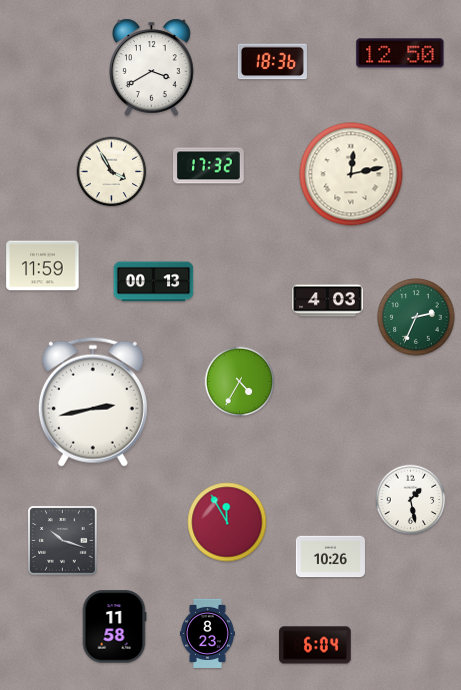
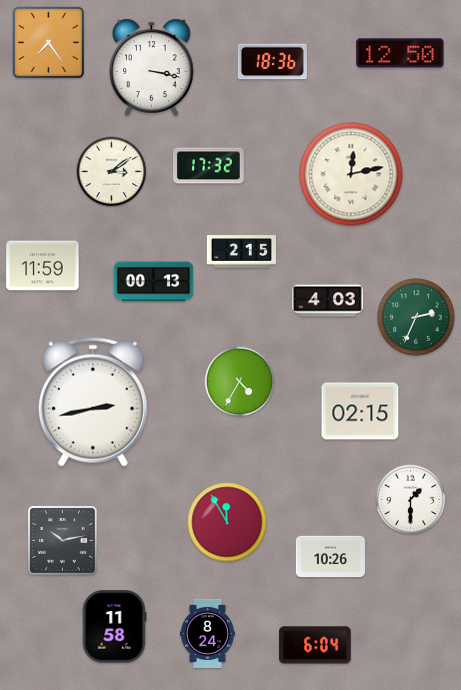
clock at (49, 43): none -> 7:24
clock at (152, 67): 3:40 -> 3:17
clock at (112, 172): 3:55 -> 3:09
clock at (241, 252): none -> 2:15
clock at (360, 411): none -> 02:15
clock at (411, 500): 1:28 -> 1:30
clock at (63, 541): 10:18 -> 10:13
clock at (207, 633): 8:23 -> 8:24
